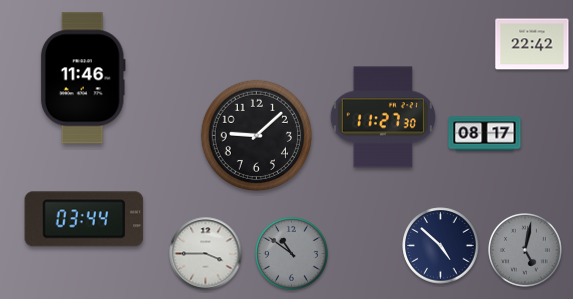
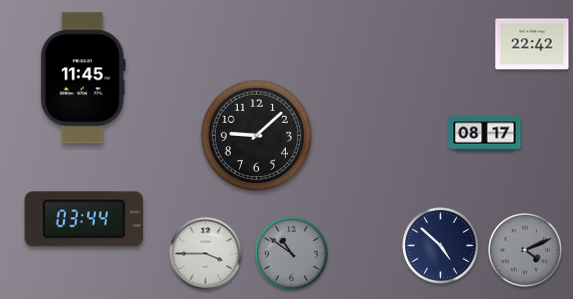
clock at (83, 78): 11:46 -> 11:45
clock at (383, 117): 11:27 -> none
clock at (526, 251): 5:02 -> 4:11
